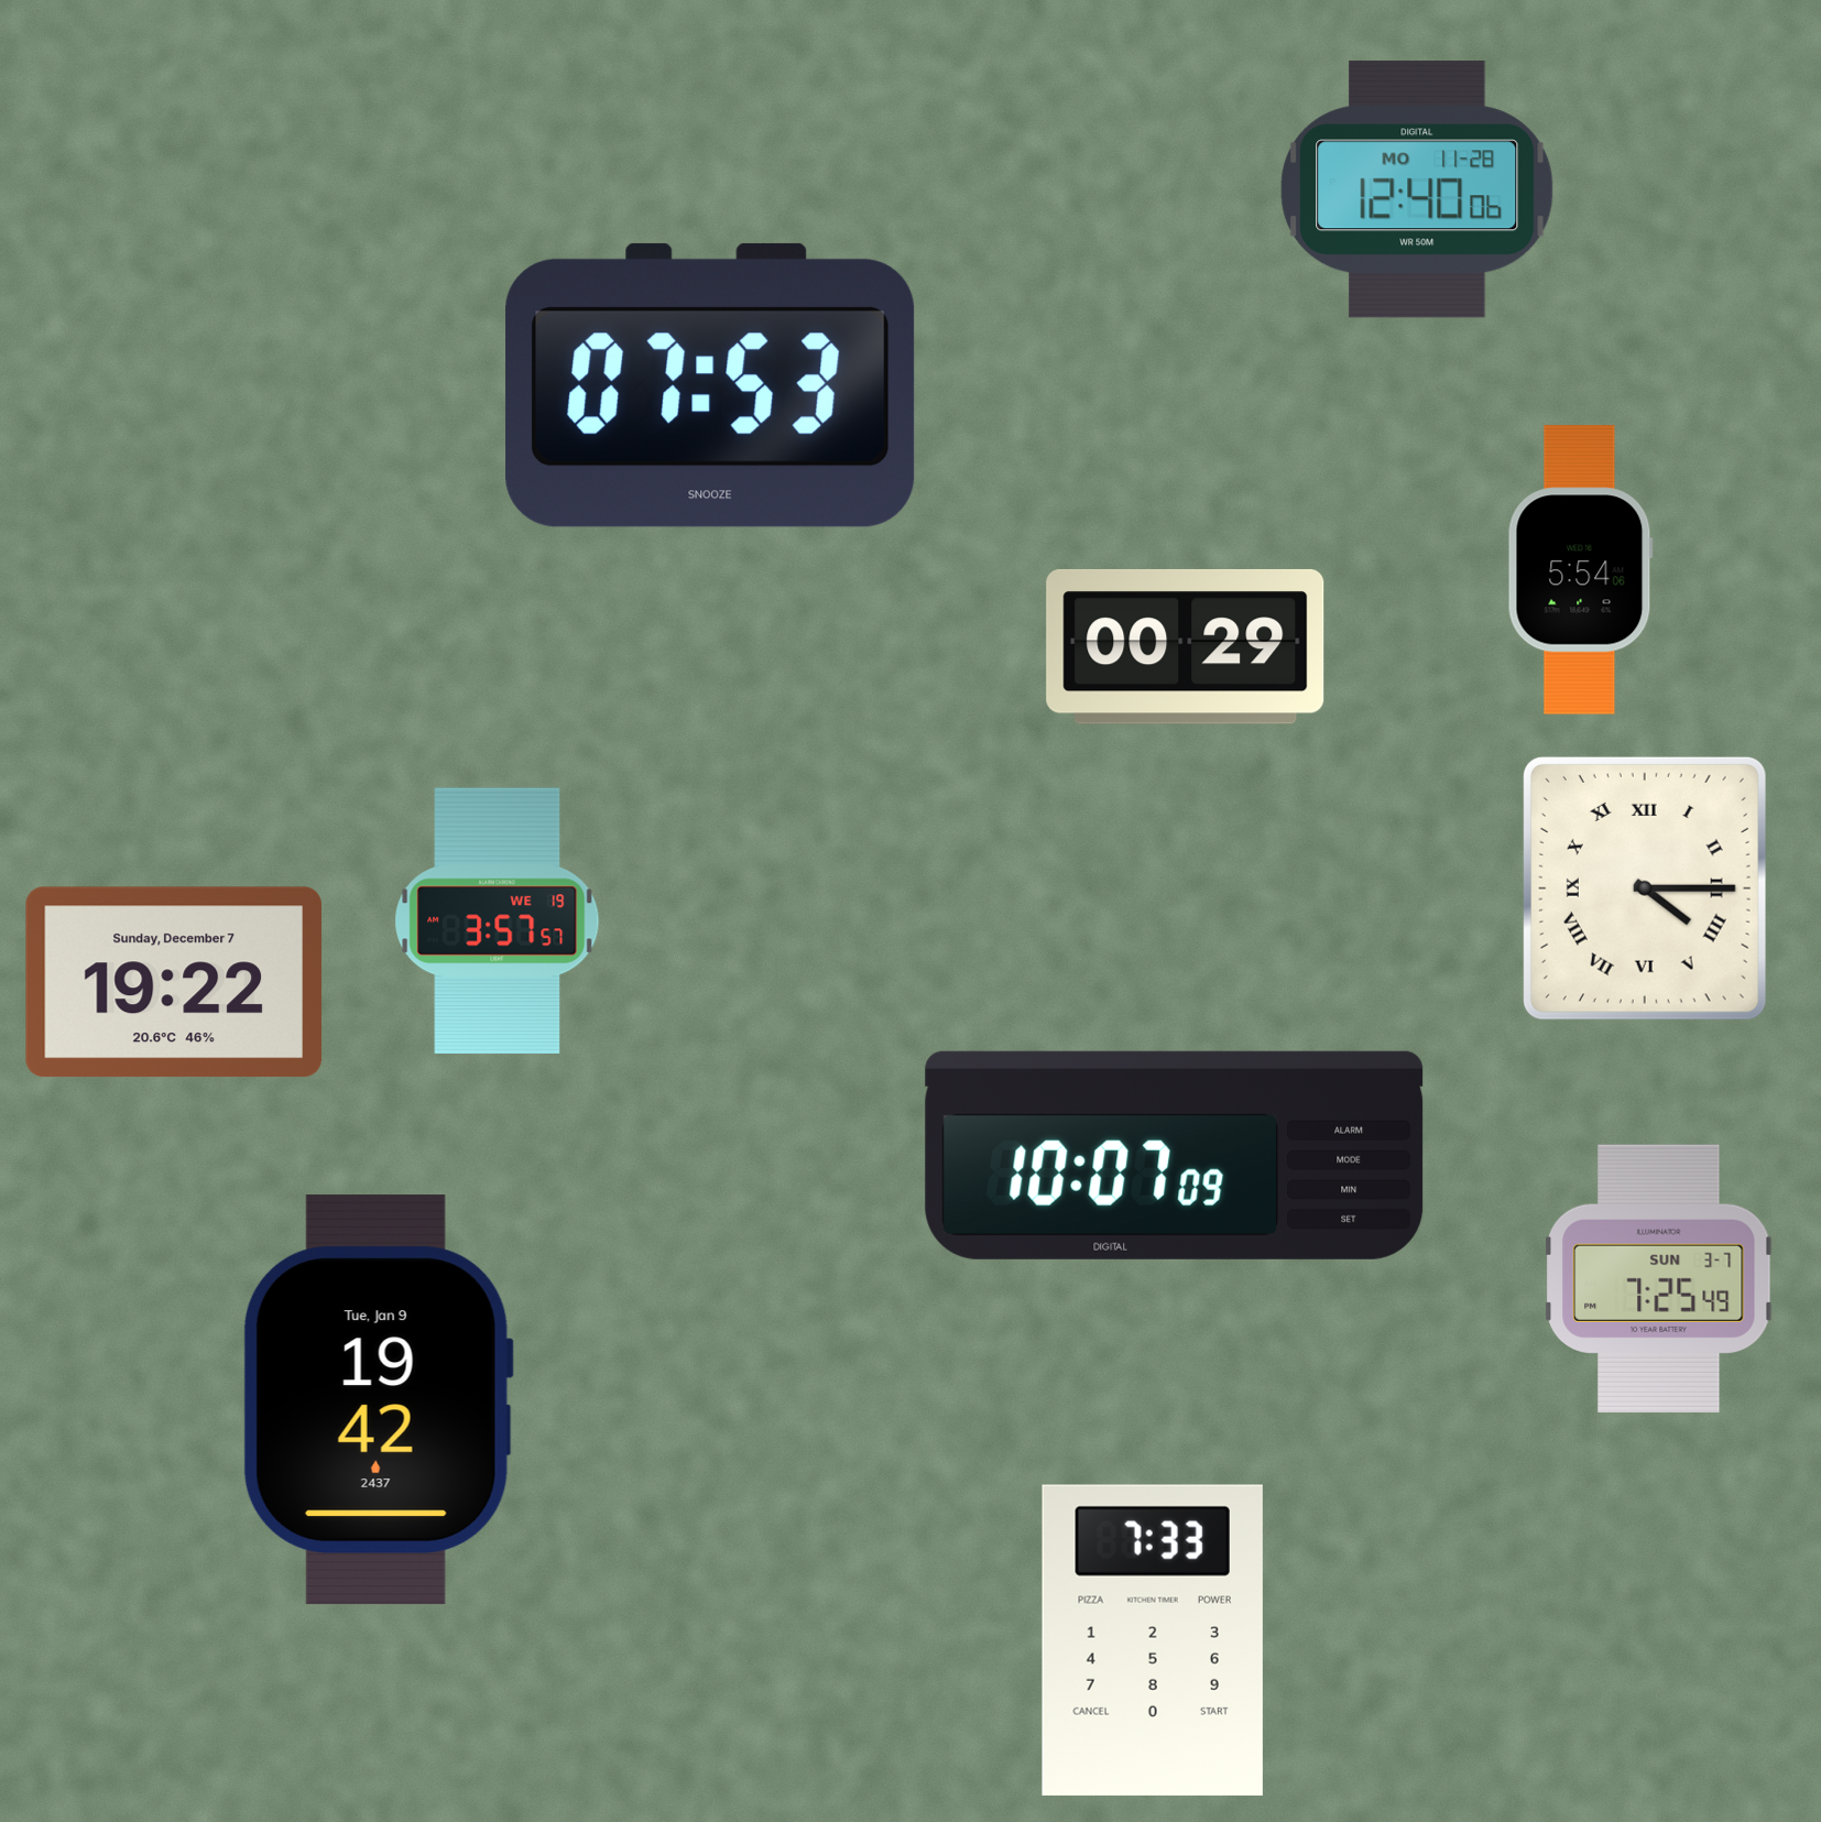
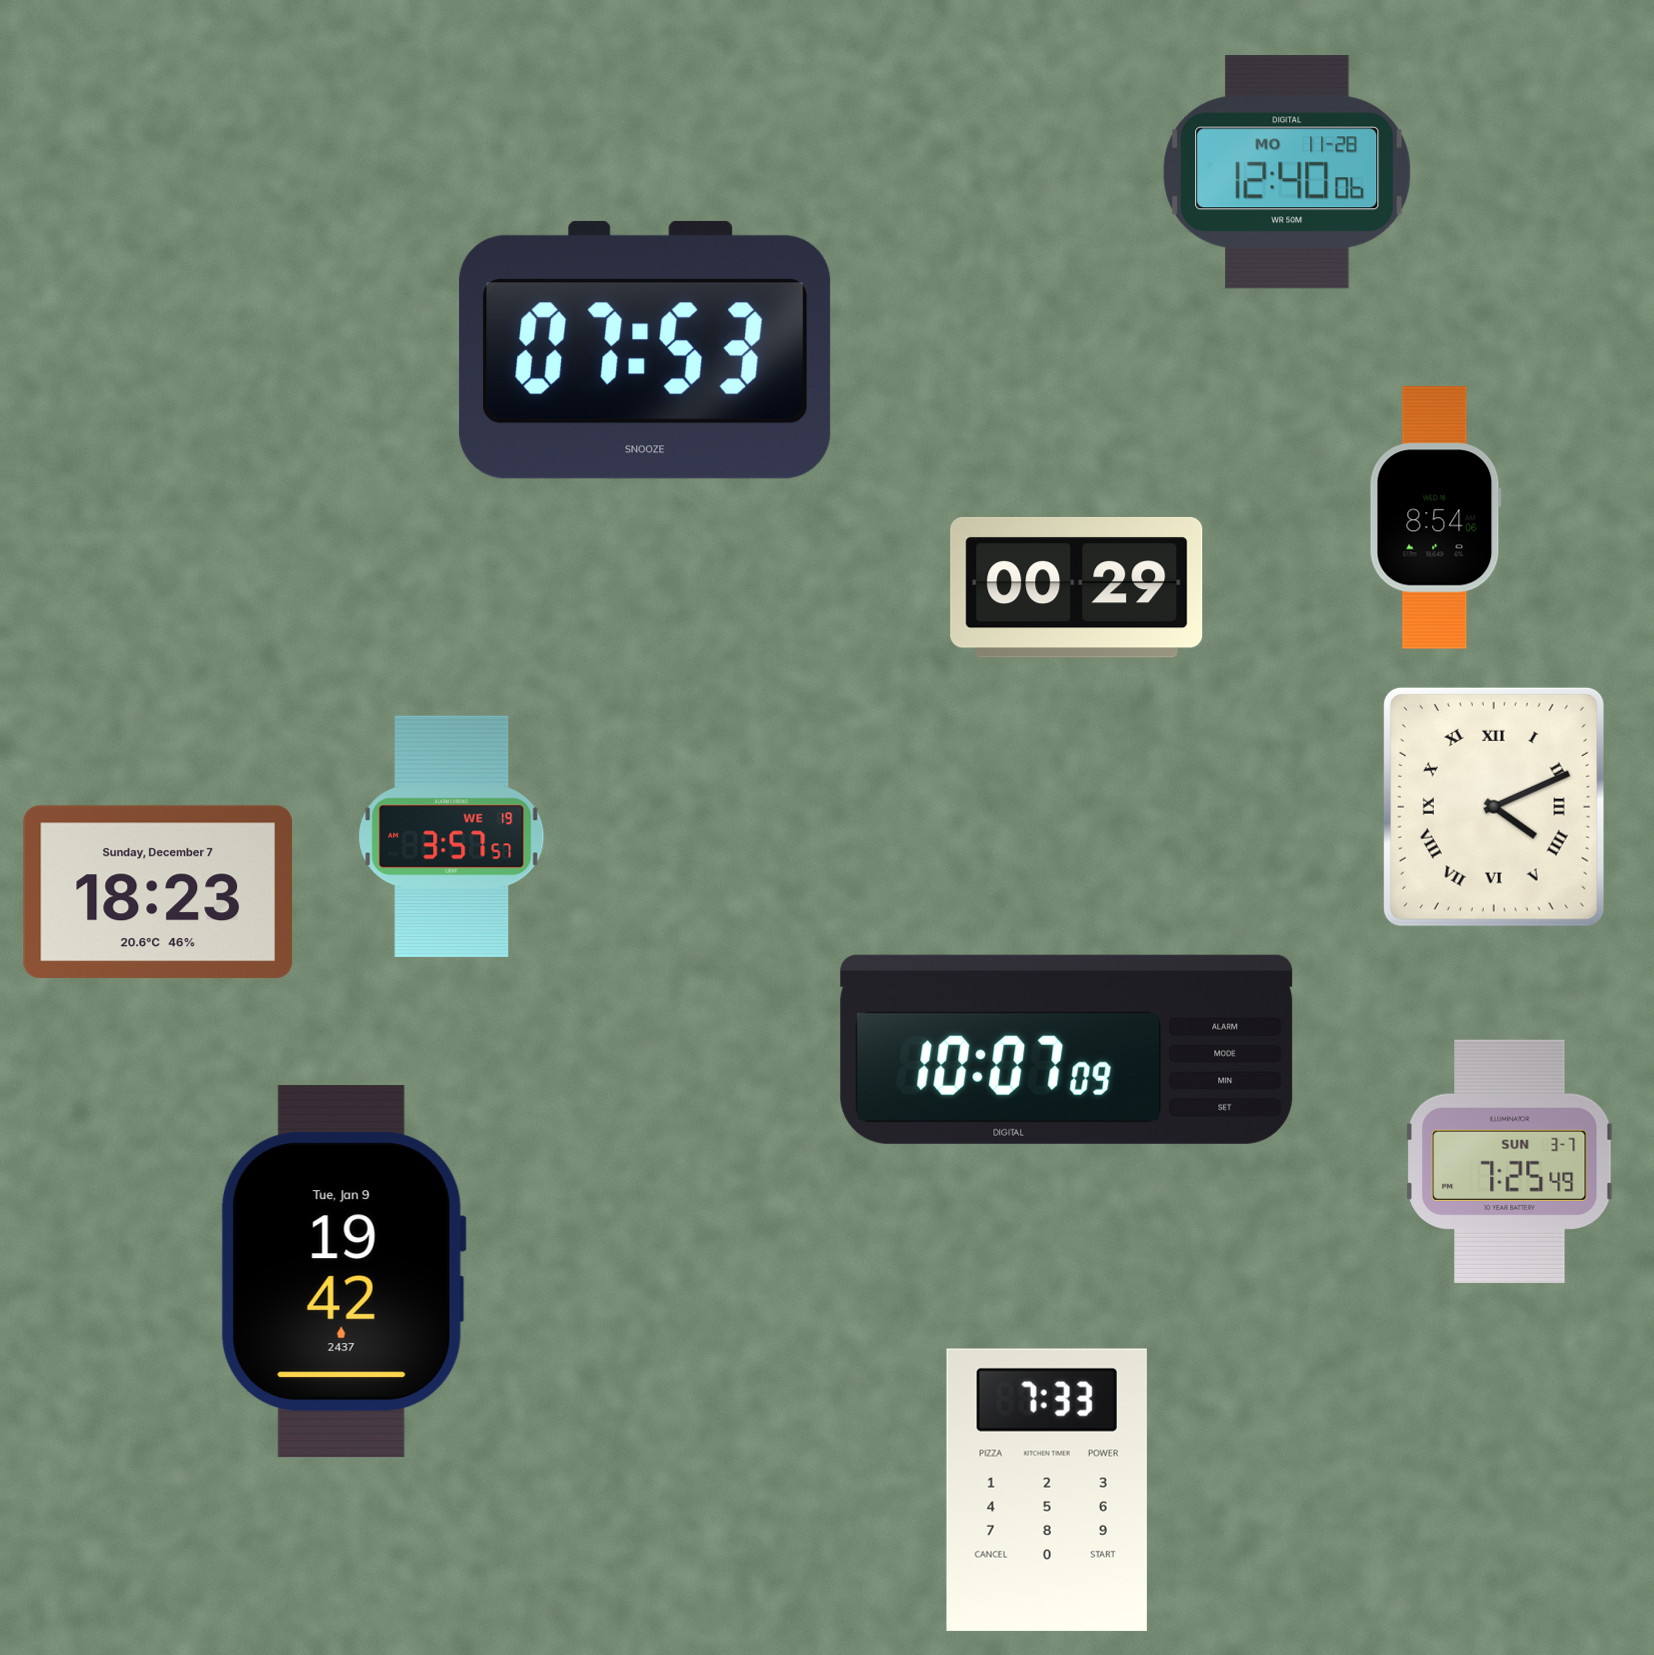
clock at (1580, 570): 5:54 -> 8:54
clock at (1645, 888): 4:15 -> 4:11
clock at (174, 982): 19:22 -> 18:23
clock at (1659, 1278) position: (1659, 1278) -> (1510, 1161)
